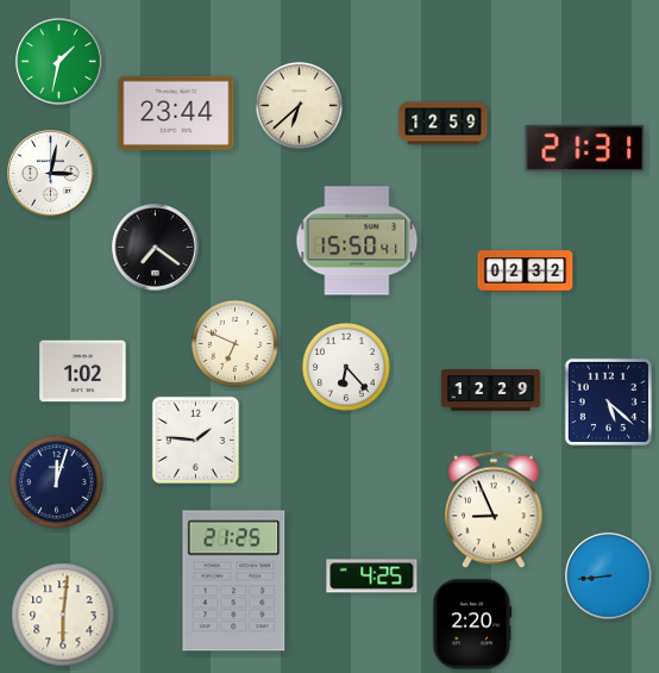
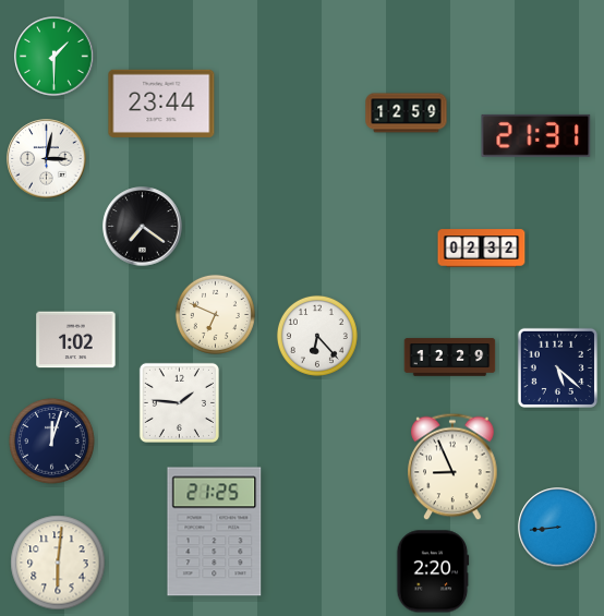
clock at (59, 62): 1:32 -> 1:30
clock at (299, 105): 6:38 -> none
clock at (357, 241): 15:50 -> none
clock at (372, 577): 4:25 -> none
